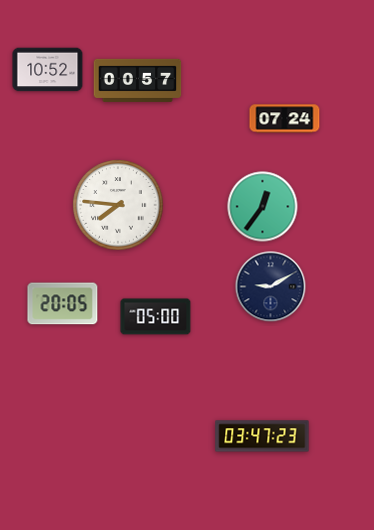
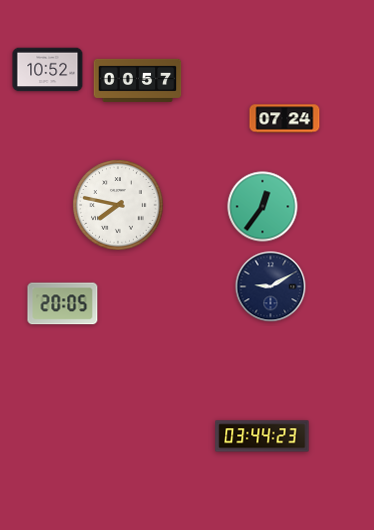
clock at (118, 205): 7:46 -> 7:47
clock at (156, 317): 05:00 -> none
clock at (262, 436): 03:47 -> 03:44
